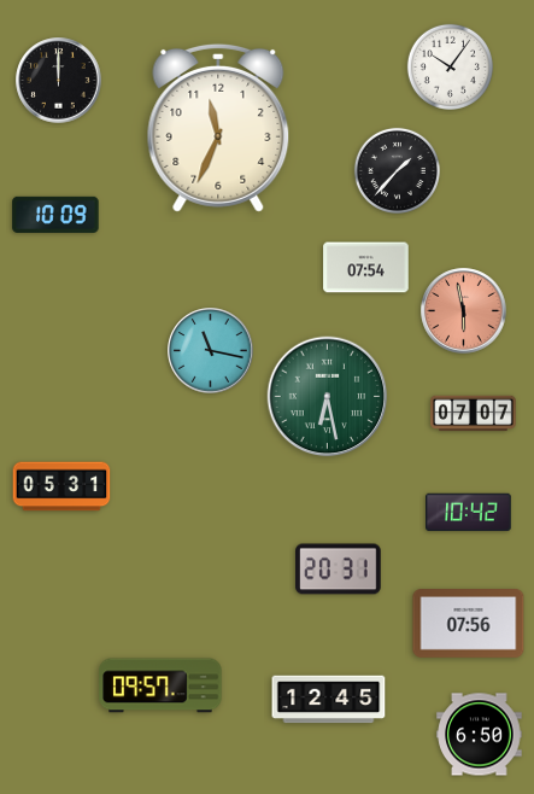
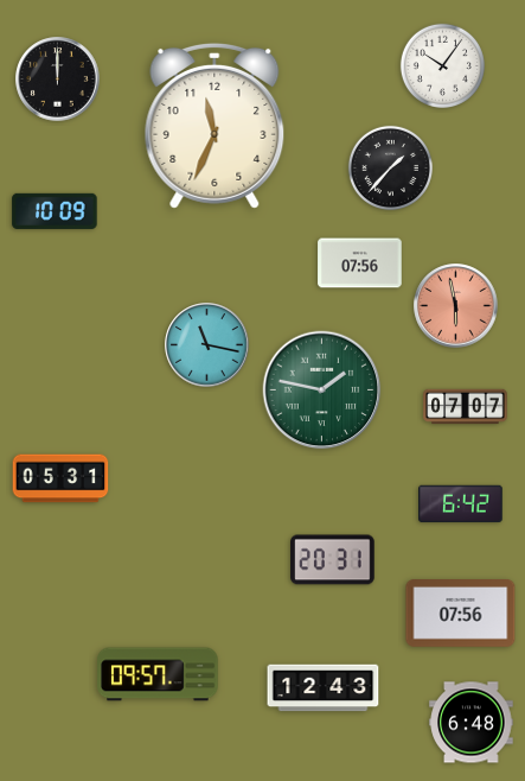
clock at (366, 268): 07:54 -> 07:56
clock at (328, 397): 6:28 -> 1:47
clock at (469, 513): 10:42 -> 6:42
clock at (329, 700): 12:45 -> 12:43
clock at (480, 735): 6:50 -> 6:48
